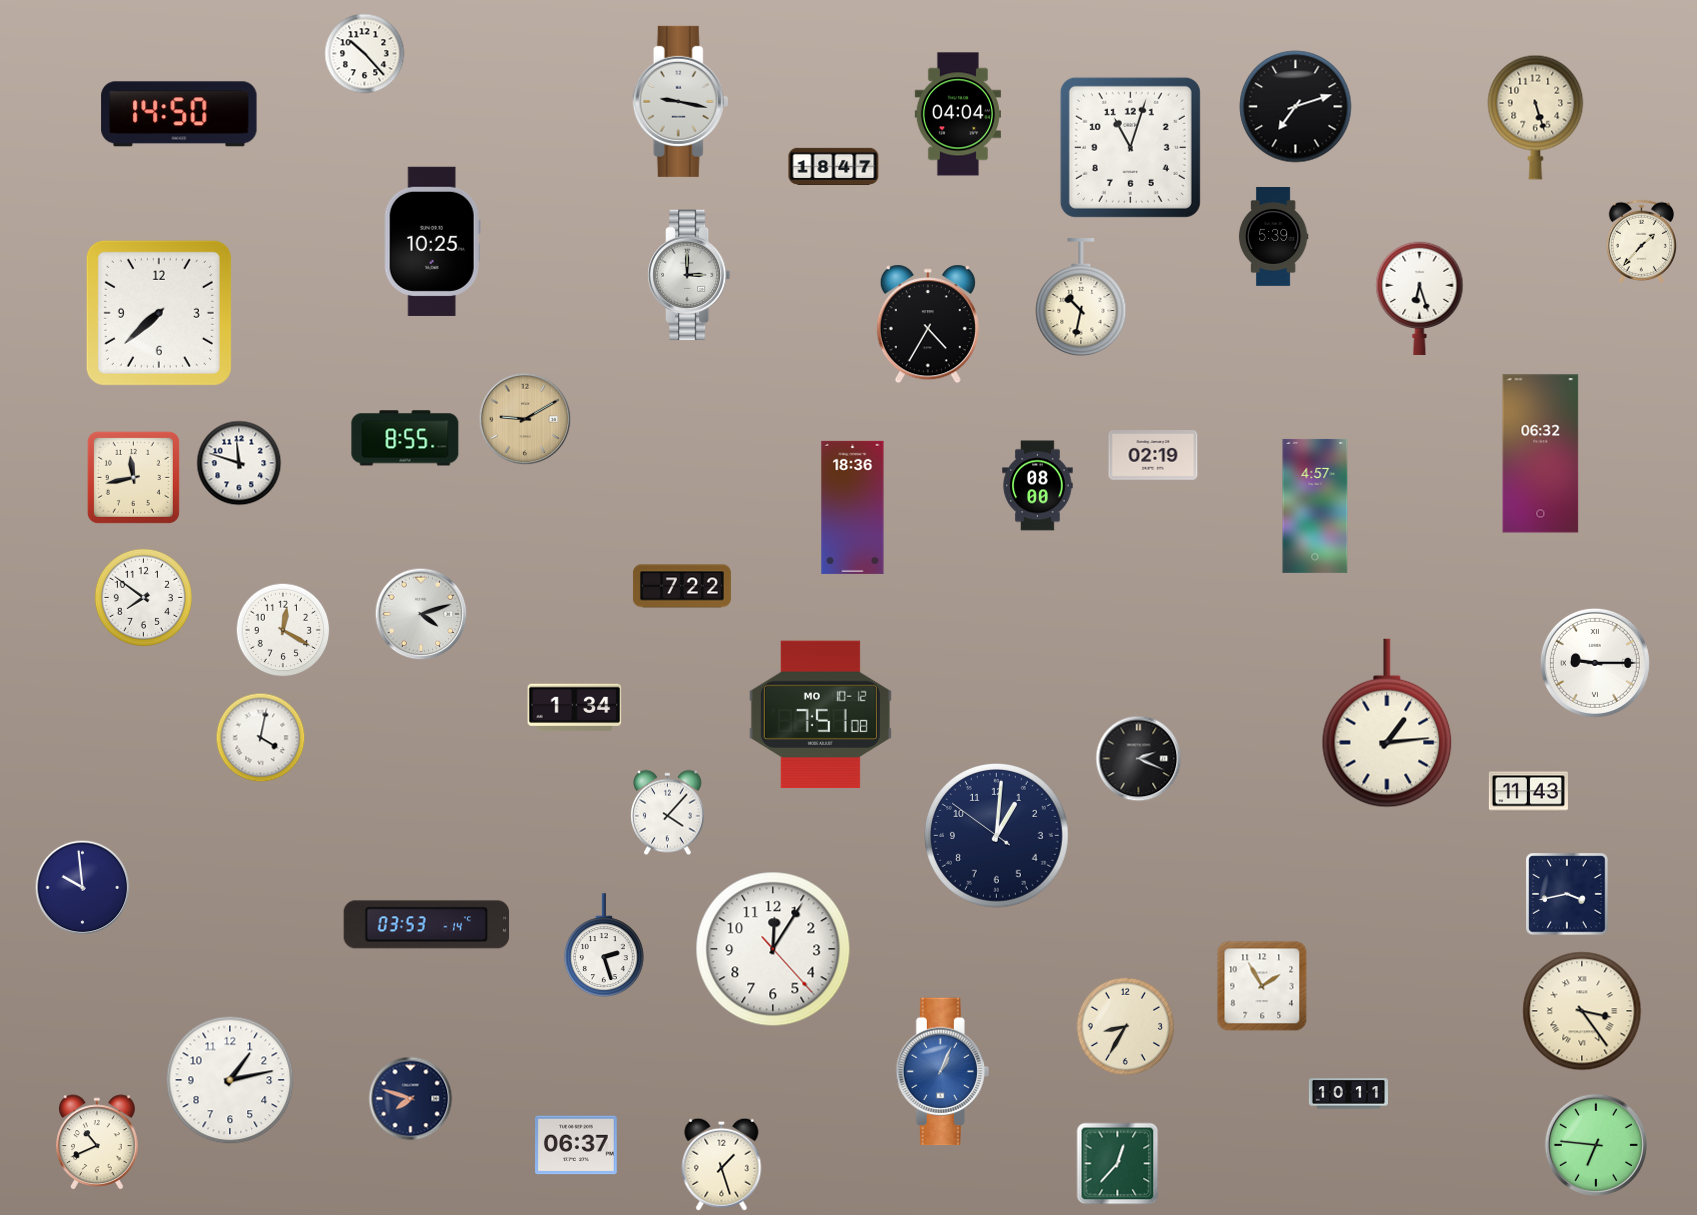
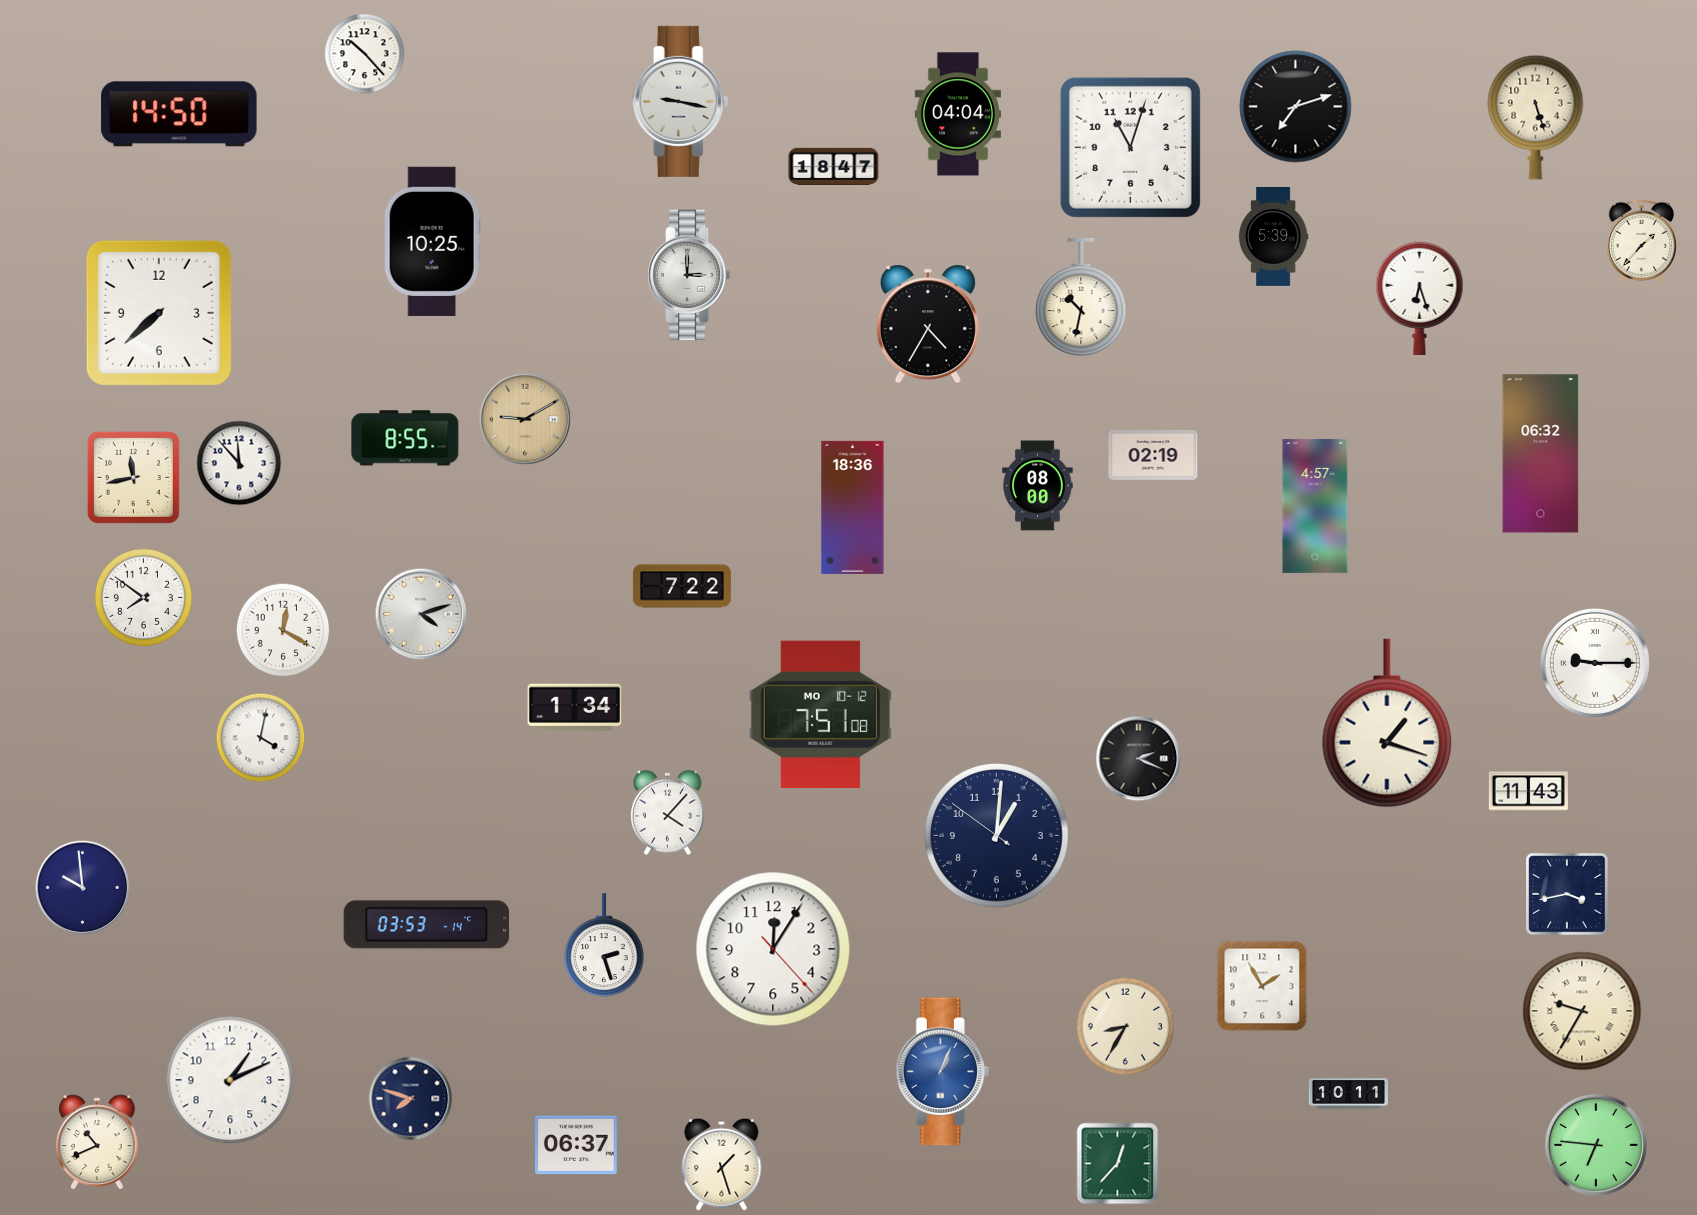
clock at (239, 463): 11:48 -> 11:53
clock at (1387, 723): 1:14 -> 1:18
clock at (1582, 1011): 3:24 -> 9:35
clock at (230, 1080): 1:13 -> 1:11
